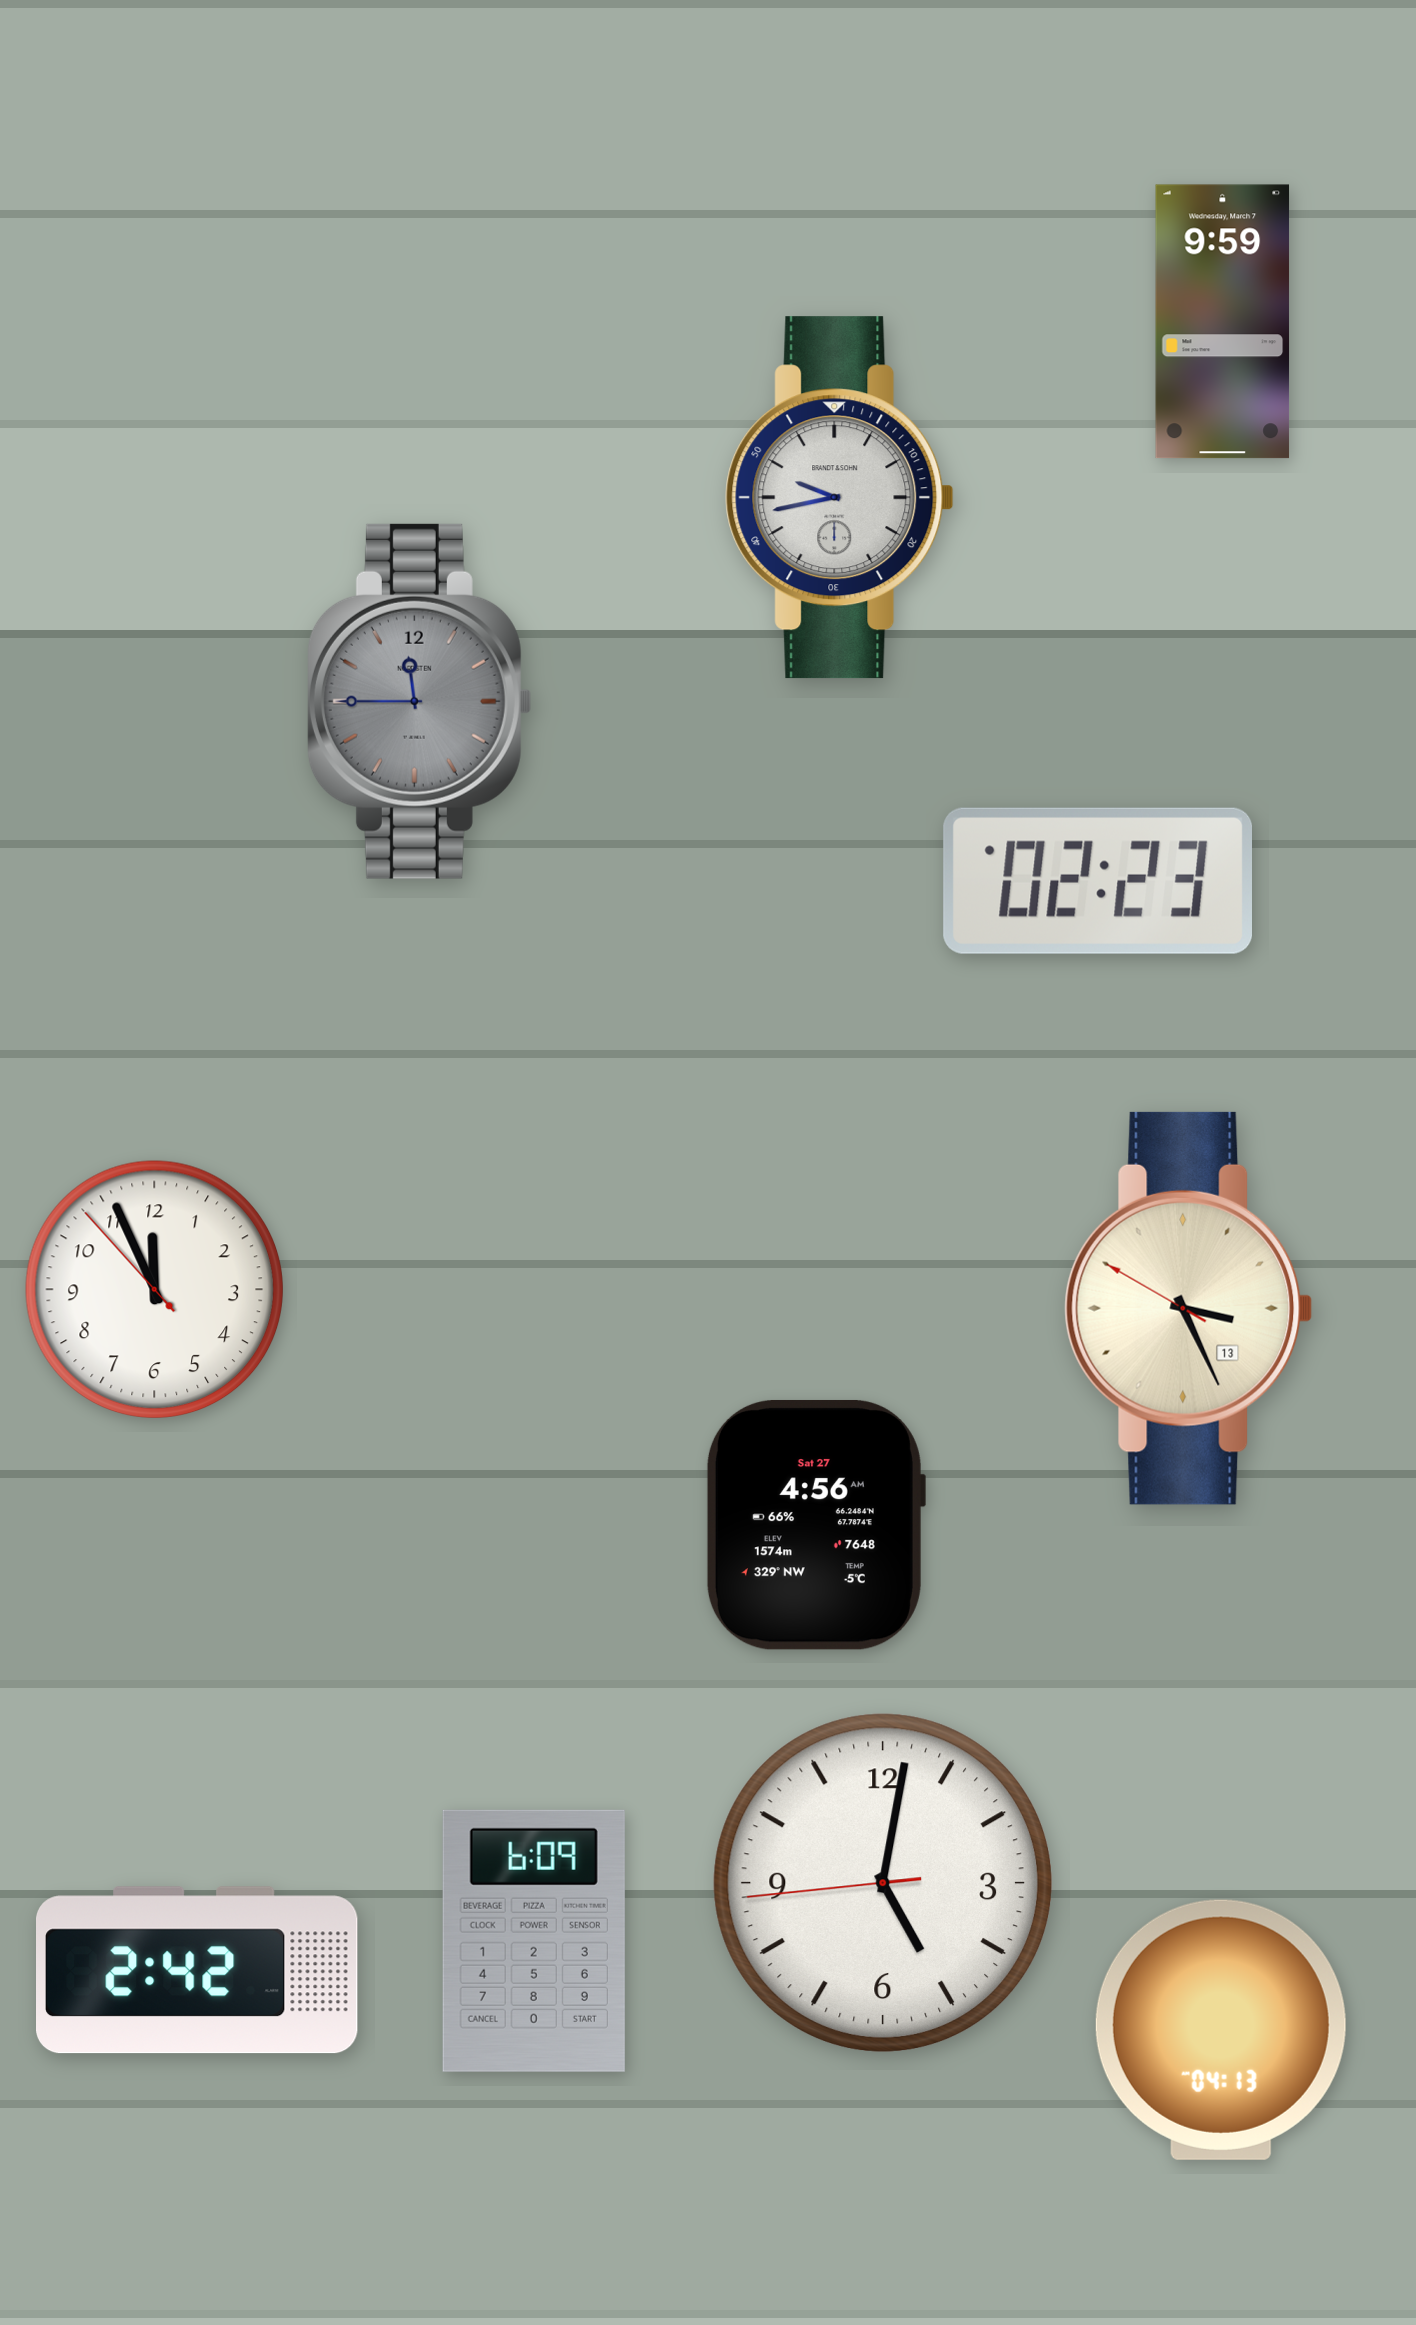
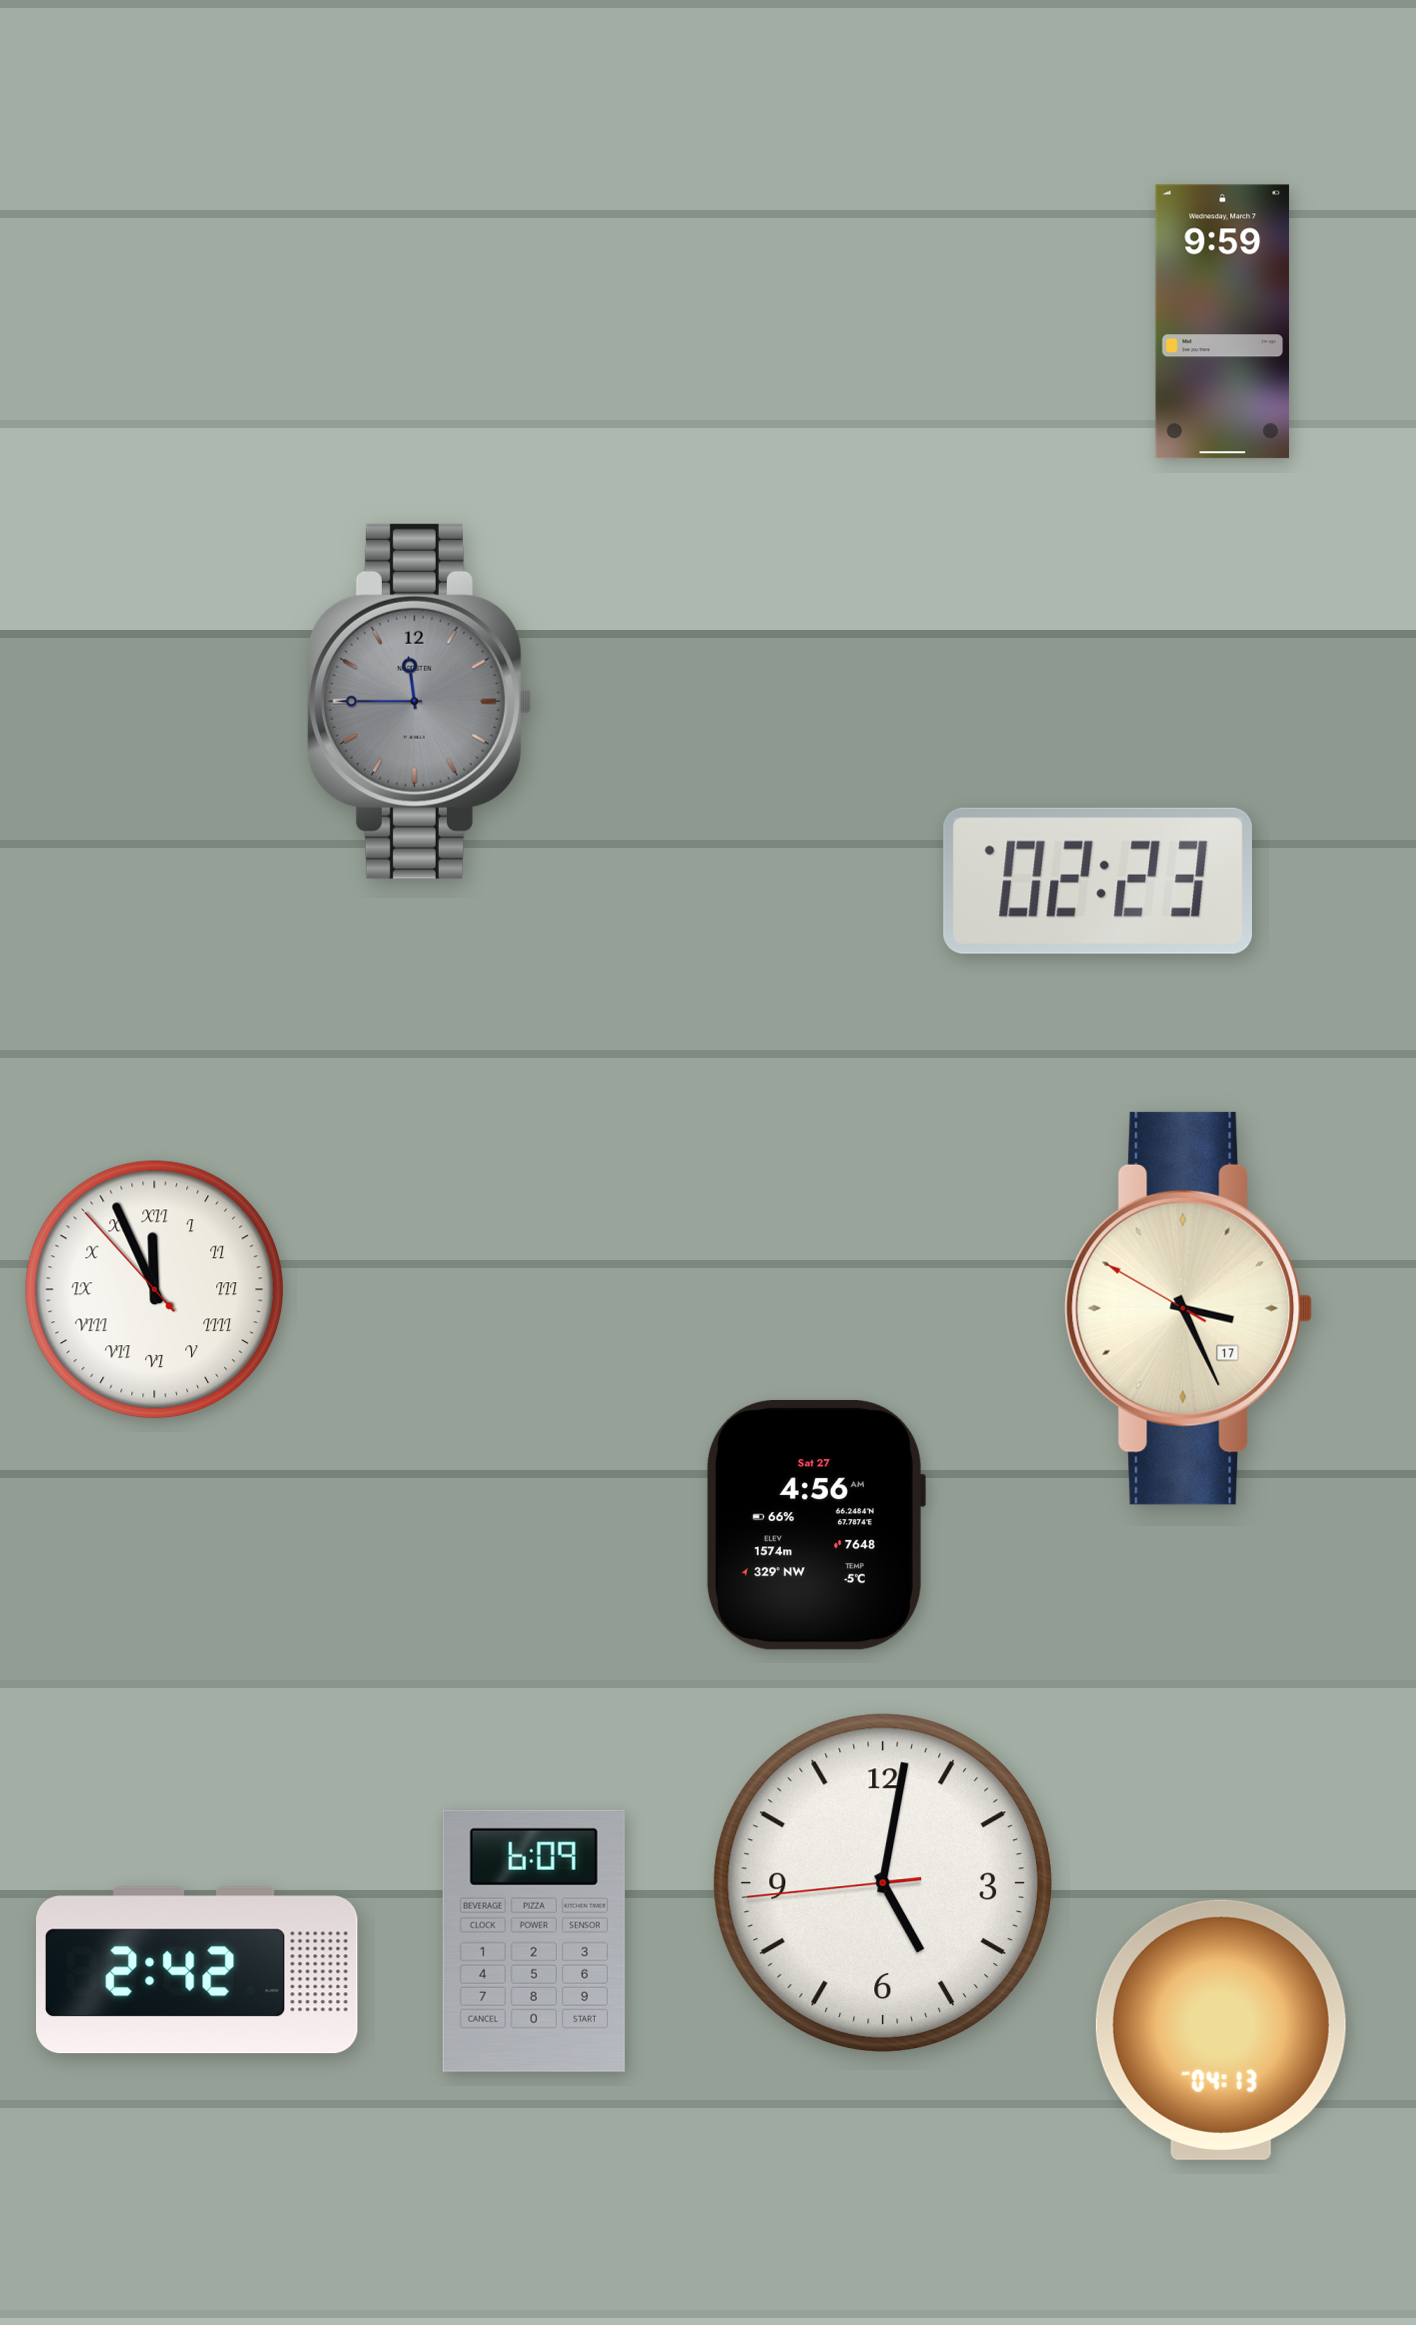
clock at (840, 498): 9:43 -> none
clock at (154, 1289) numerals: Arabic -> Roman
clock at (1189, 1308) date: 13 -> 17
